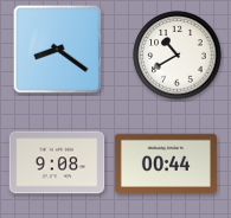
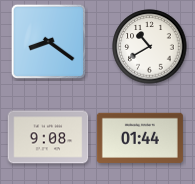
clock at (166, 163): 00:44 -> 01:44
